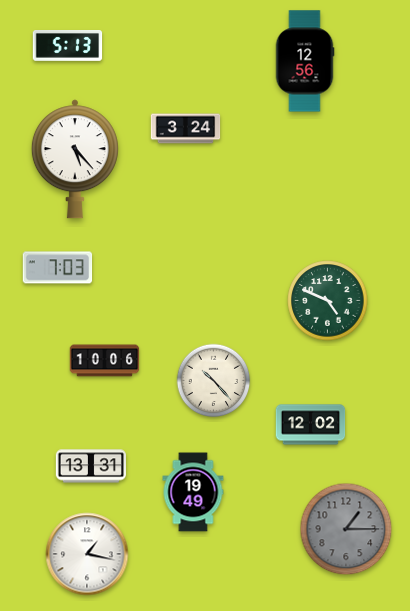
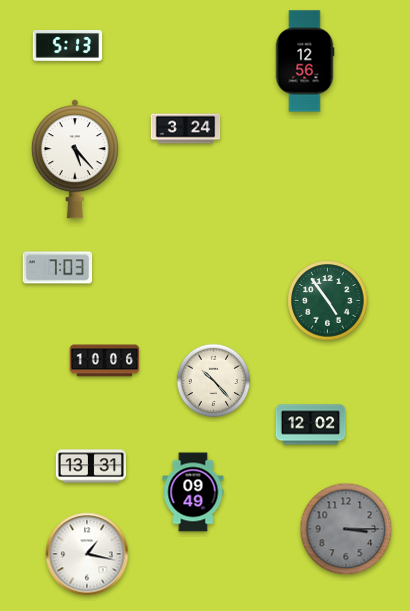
clock at (328, 301): 4:49 -> 4:54
clock at (193, 492): 19:49 -> 09:49
clock at (346, 529): 1:15 -> 3:15
